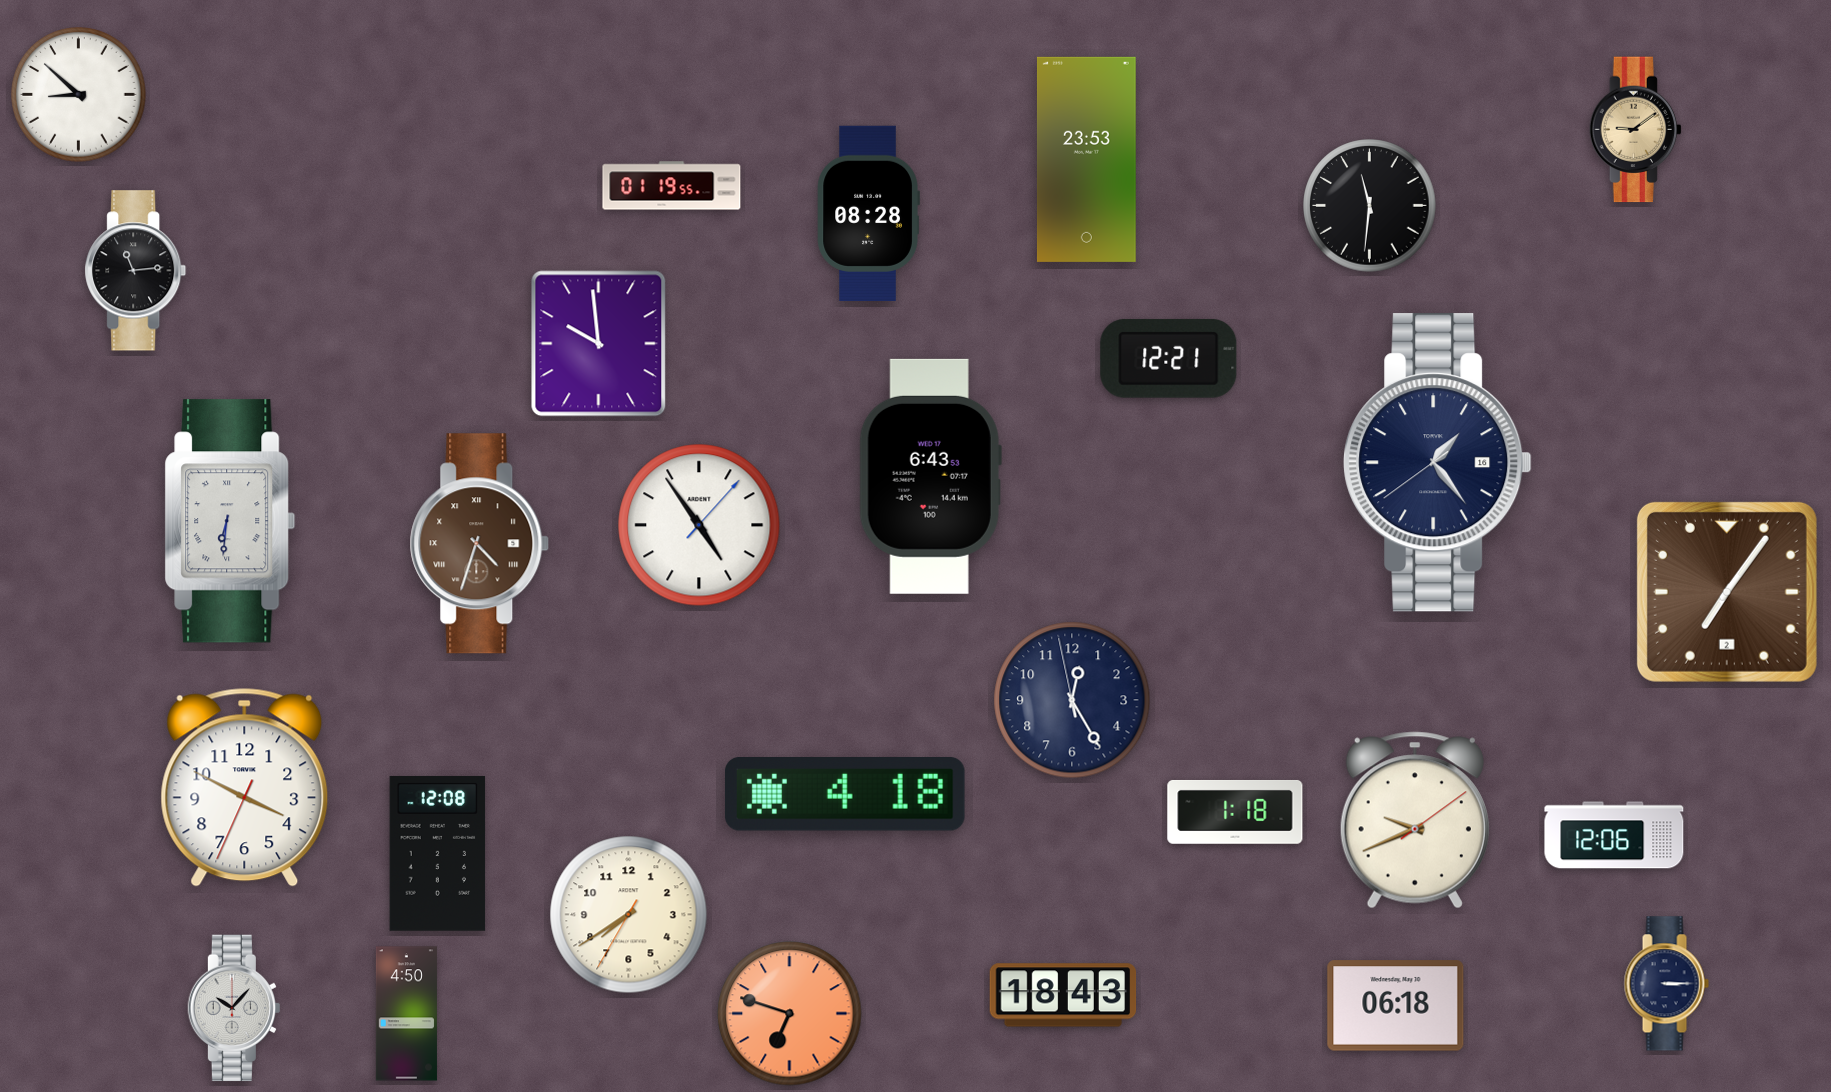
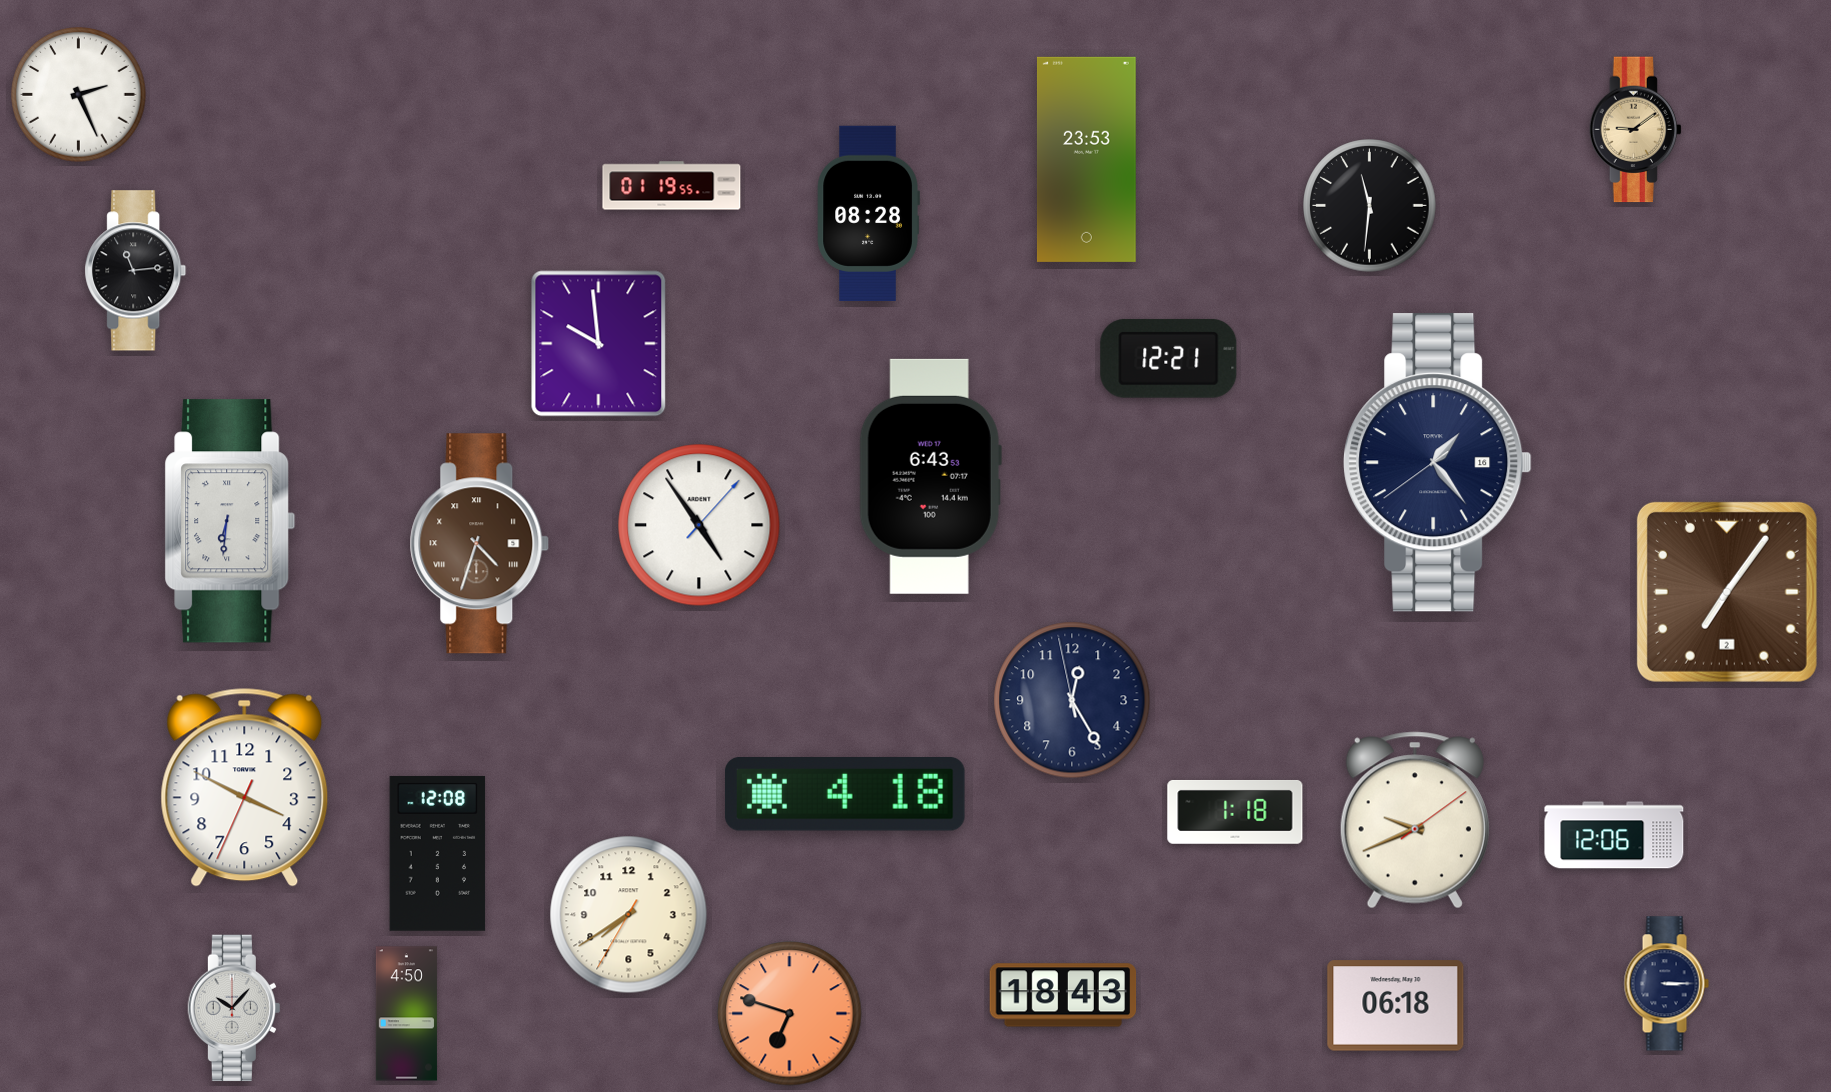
clock at (79, 95): 8:52 -> 2:26
